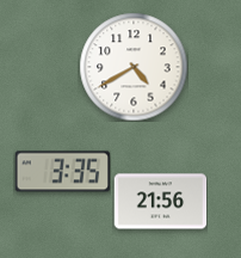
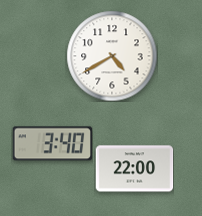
clock at (62, 172): 3:35 -> 3:40
clock at (160, 202): 21:56 -> 22:00
